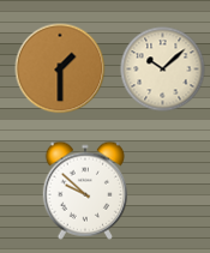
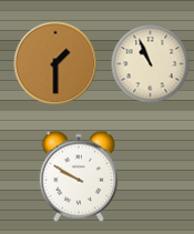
clock at (163, 70): 10:08 -> 10:56
clock at (85, 191): 9:52 -> 9:50
